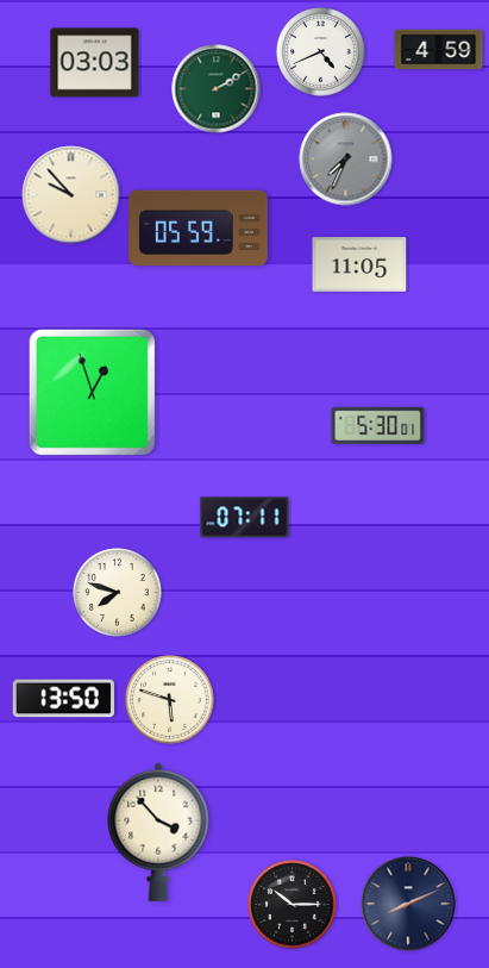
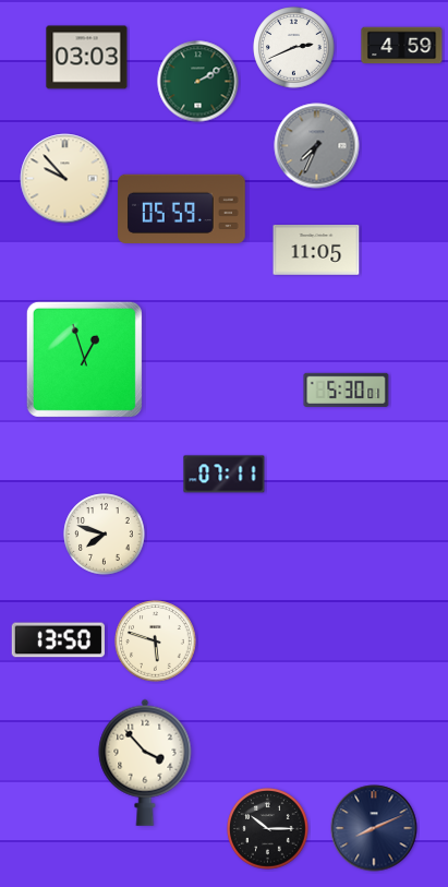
clock at (321, 52): 4:41 -> 2:41
clock at (359, 266) position: (359, 266) -> (316, 251)
clock at (118, 593) position: (118, 593) -> (105, 535)
